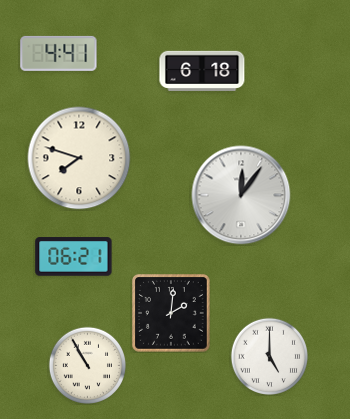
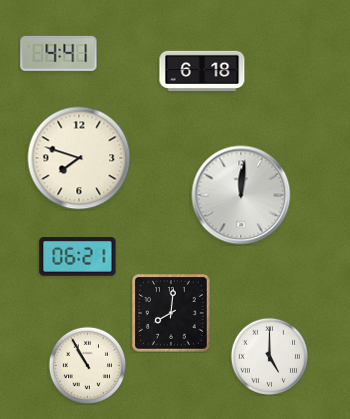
clock at (241, 195): 12:06 -> 12:01
clock at (74, 257) position: (74, 257) -> (78, 257)
clock at (172, 314): 2:01 -> 8:01
